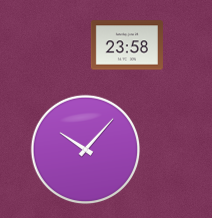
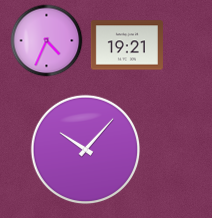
clock at (47, 41): none -> 4:34
clock at (127, 45): 23:58 -> 19:21
